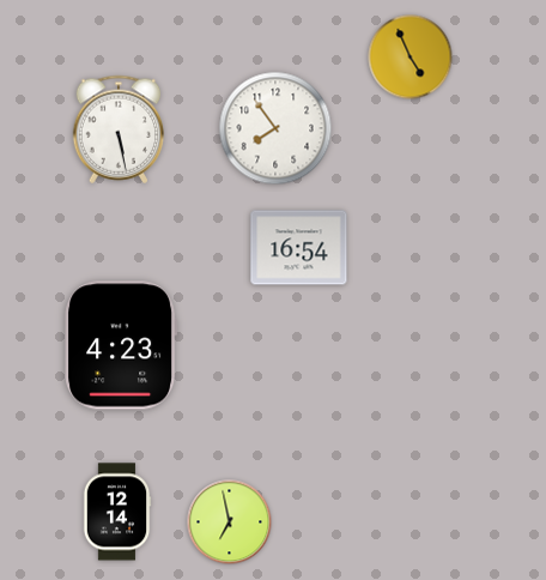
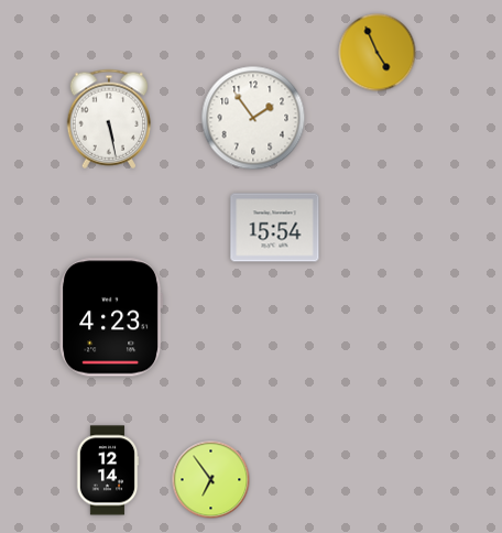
clock at (275, 128): 7:54 -> 1:54
clock at (299, 248): 16:54 -> 15:54
clock at (230, 522): 6:58 -> 6:54
